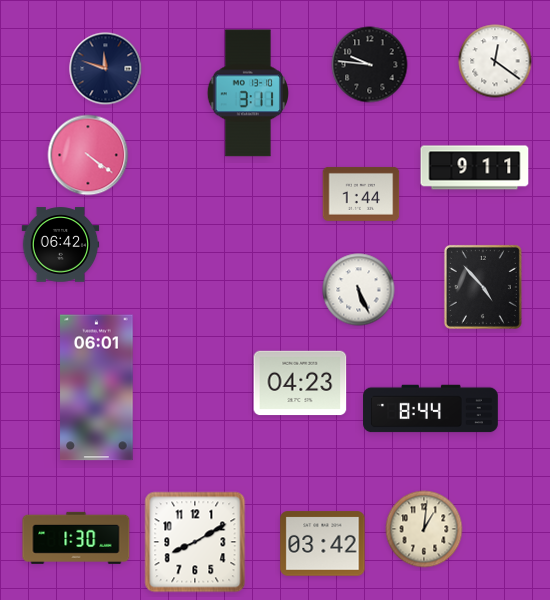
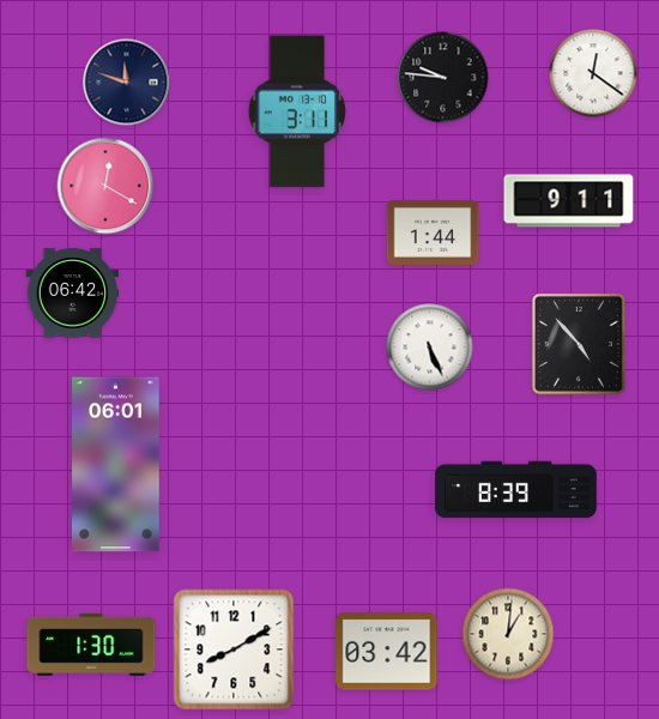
clock at (88, 155): 4:21 -> 12:20
clock at (300, 383): 04:23 -> none
clock at (431, 409): 8:44 -> 8:39
